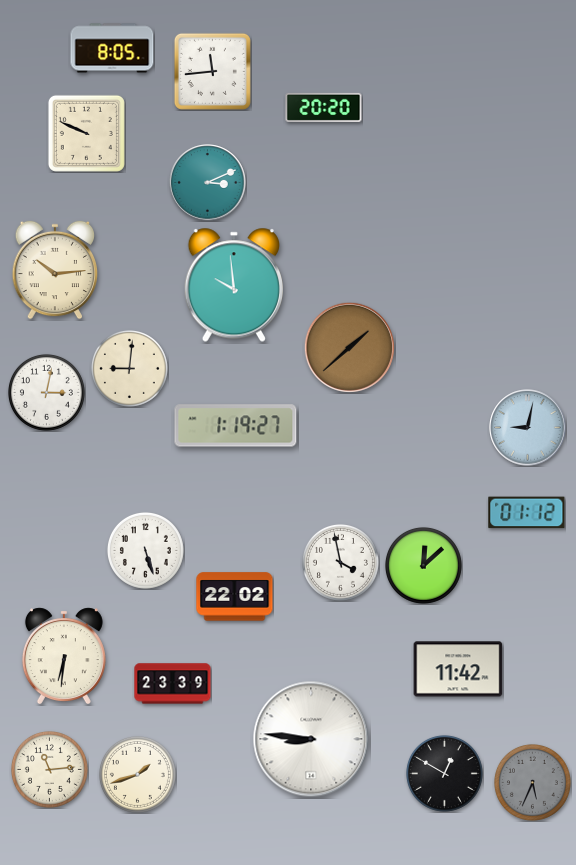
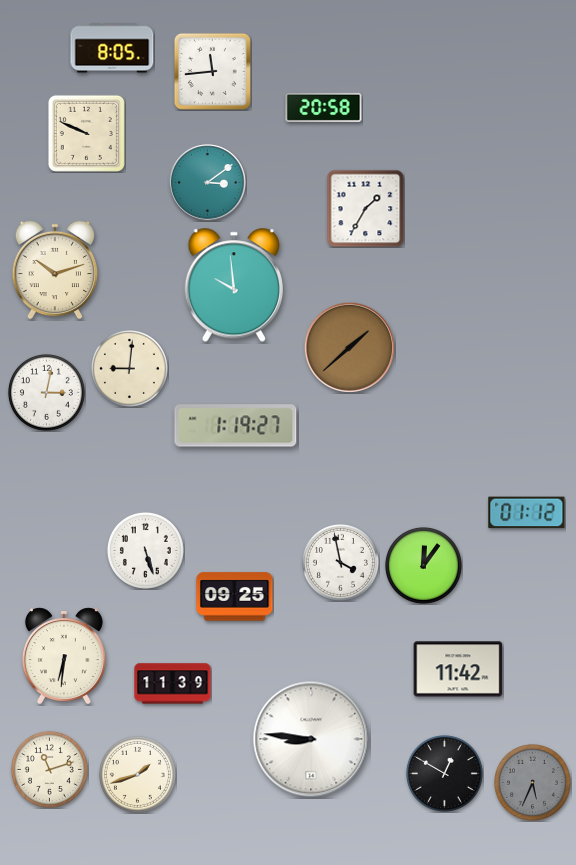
clock at (324, 107): 20:20 -> 20:58
clock at (208, 183): 3:11 -> 3:09
clock at (365, 208): none -> 1:35
clock at (55, 270): 10:14 -> 10:12
clock at (528, 428): 9:02 -> none
clock at (423, 565): 12:08 -> 12:06
clock at (235, 597): 22:02 -> 09:25
clock at (173, 684): 23:39 -> 11:39
clock at (49, 769): 11:14 -> 11:12
